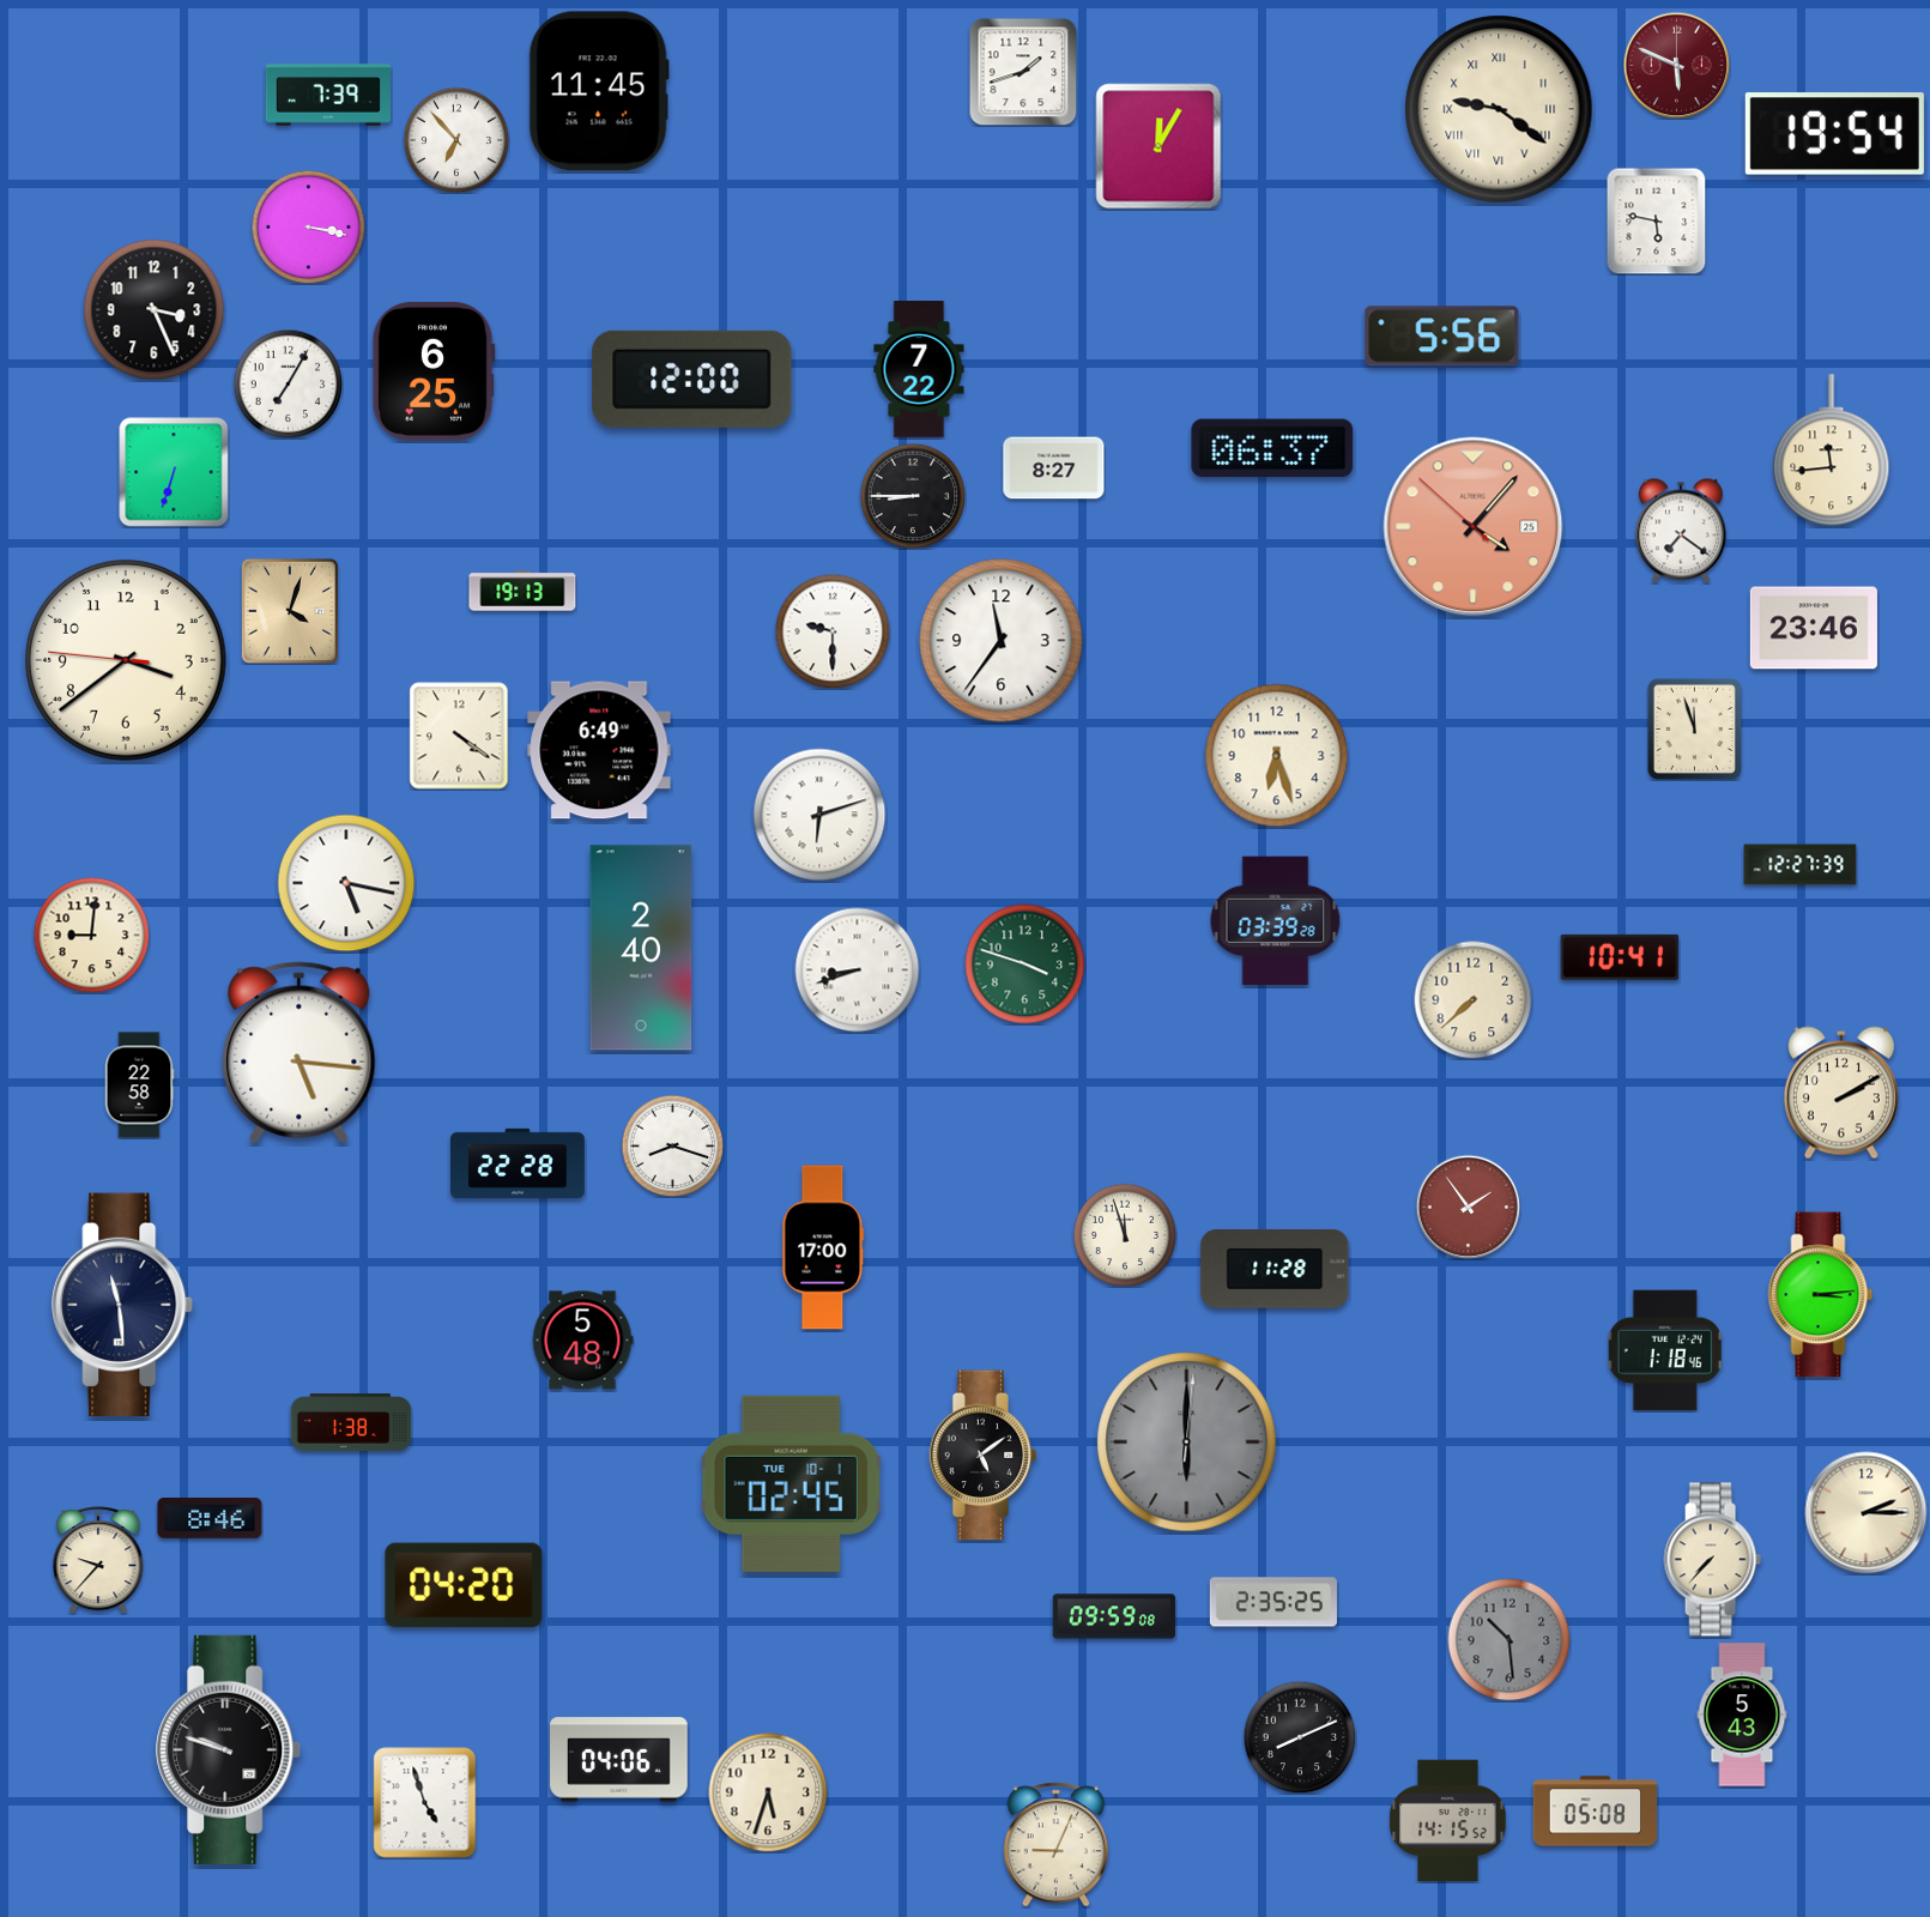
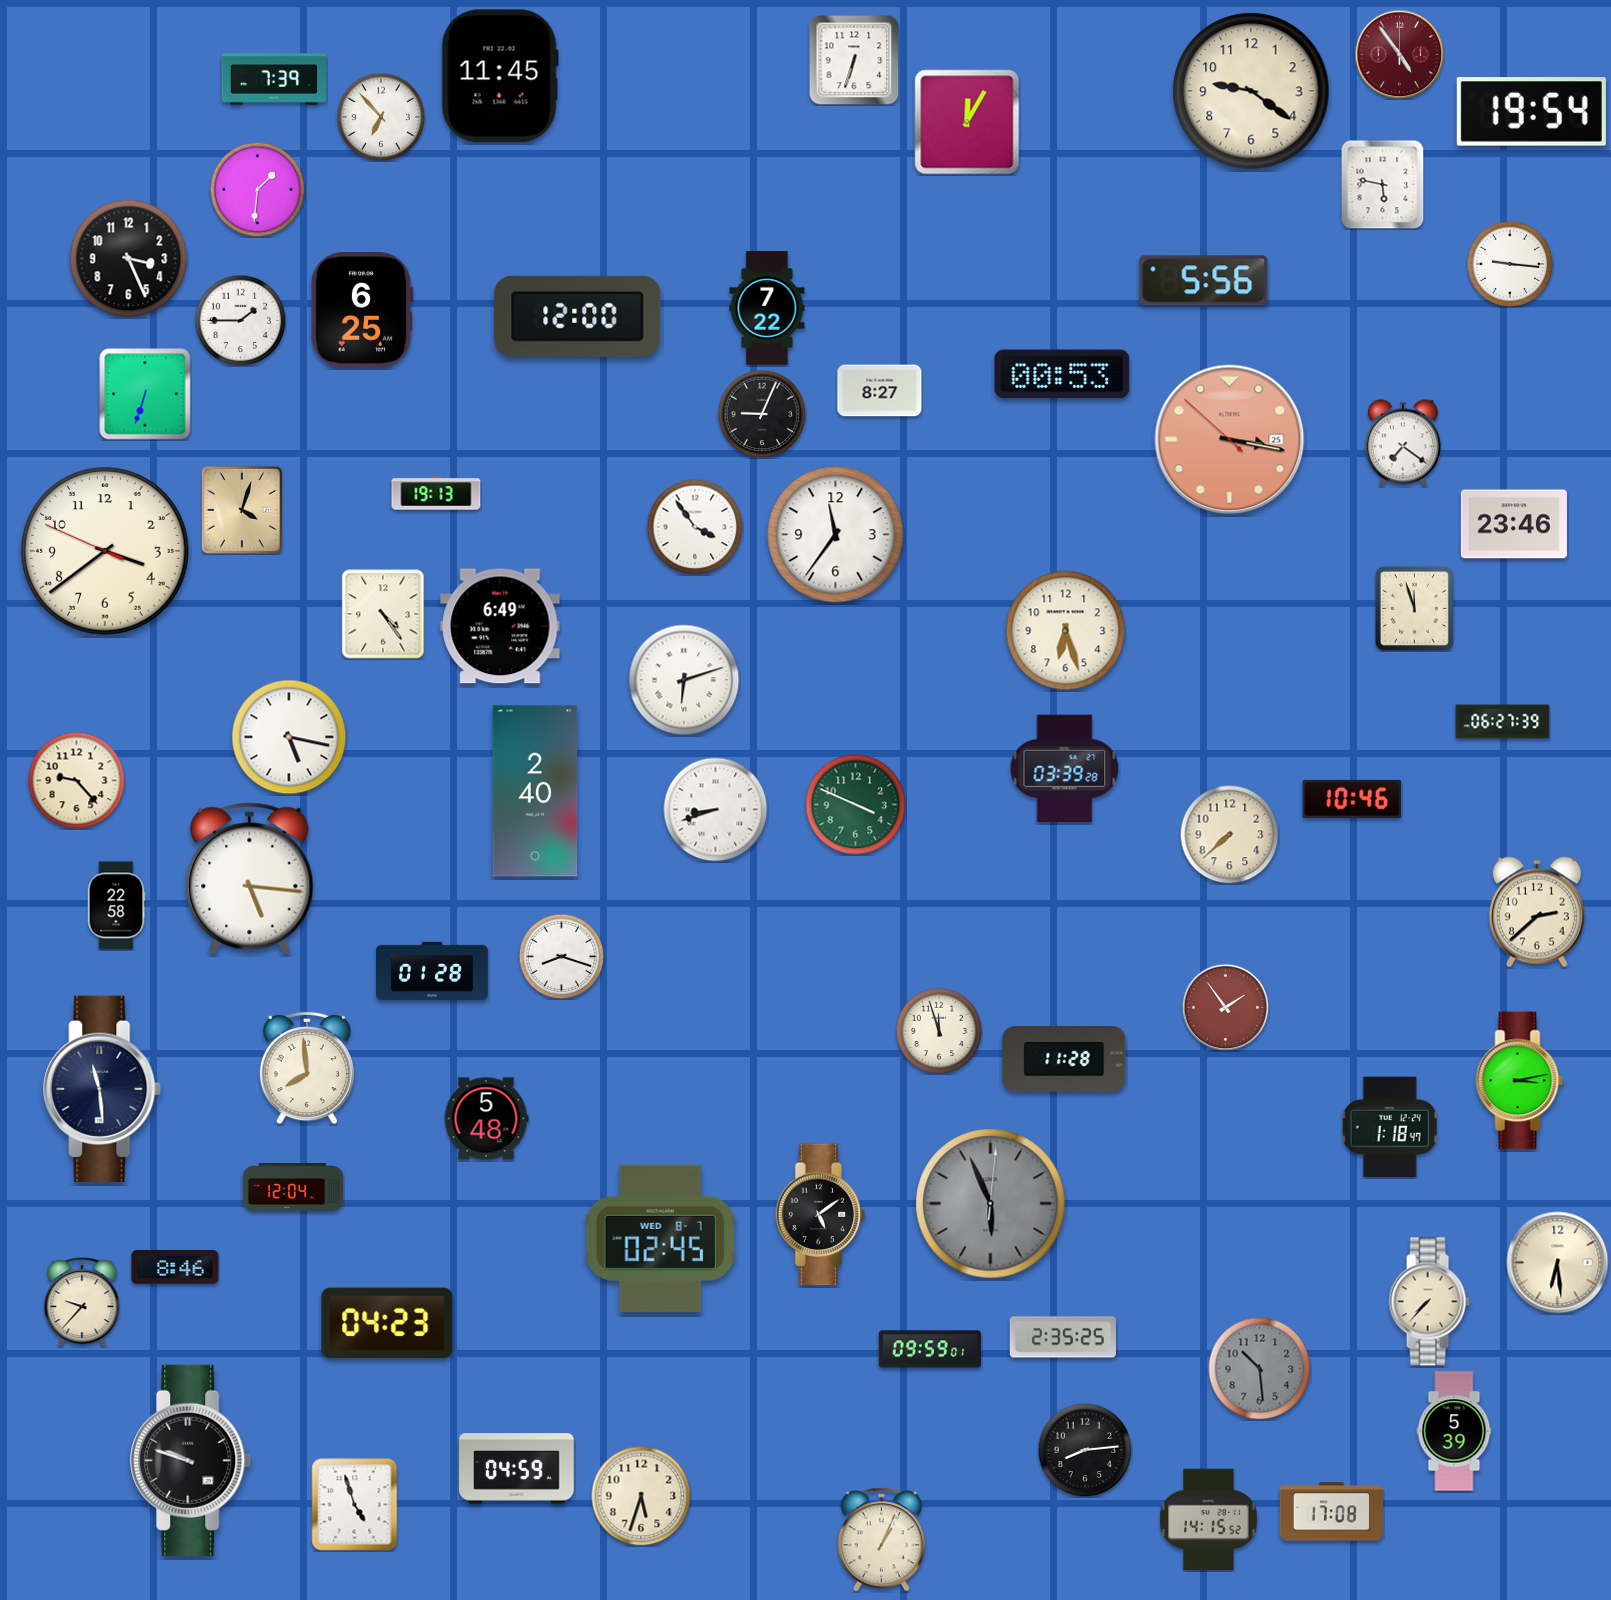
clock at (1676, 65): 5:49 -> 4:54
clock at (1023, 72): 1:42 -> 6:33
clock at (1499, 109) numerals: Roman -> Arabic
clock at (308, 226): 3:17 -> 1:31
clock at (1510, 264): none -> 9:16
clock at (288, 383): 7:05 -> 1:45
clock at (1272, 448): 06:37 -> 00:53
clock at (1832, 450): 11:44 -> none
clock at (913, 496): 8:45 -> 9:04
clock at (1474, 527): 4:06 -> 3:16
clock at (833, 631): 9:30 -> 3:54
clock at (126, 660): 3:38:46 -> 3:38:49
clock at (459, 736): 4:21 -> 4:24
clock at (1801, 865): 12:27 -> 06:27
clock at (91, 935): 9:01 -> 9:23
clock at (1620, 957): 10:41 -> 10:46
clock at (1025, 964): 3:48 -> 3:49
clock at (1841, 1093): 2:10 -> 2:38
clock at (519, 1163): 22:28 -> 01:28
clock at (823, 1247): 17:00 -> none
clock at (306, 1068): none -> 7:59
clock at (1821, 1295): 3:14 -> 3:13
clock at (1665, 1350): 1:18:46 -> 1:18:47
clock at (351, 1423): 1:38 -> 12:04
clock at (1187, 1443): 6:00 -> 5:56
clock at (791, 1483) date: TUE 10-1 -> WED 8-7
clock at (1867, 1513): 2:15 -> 6:29
clock at (464, 1585): 04:20 -> 04:23
clock at (1114, 1616): 09:59:08 -> 09:59:01
clock at (1742, 1715): 5:43 -> 5:39
clock at (1300, 1737): 8:11 -> 8:14
clock at (619, 1760): 04:06 -> 04:59
clock at (1595, 1812): 05:08 -> 17:08
clock at (1057, 1845): 9:04 -> 1:04
